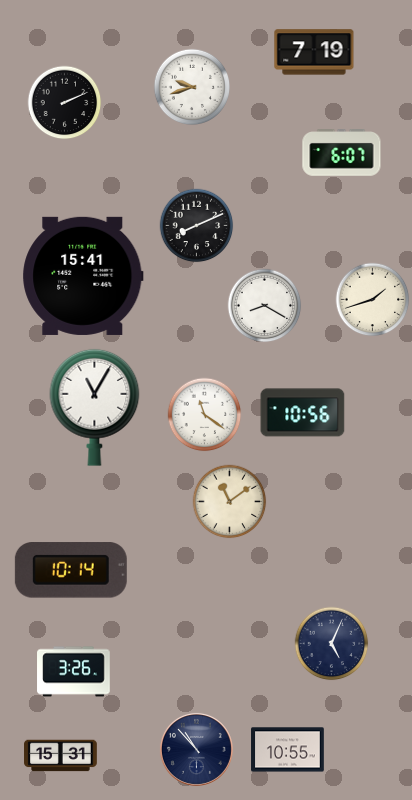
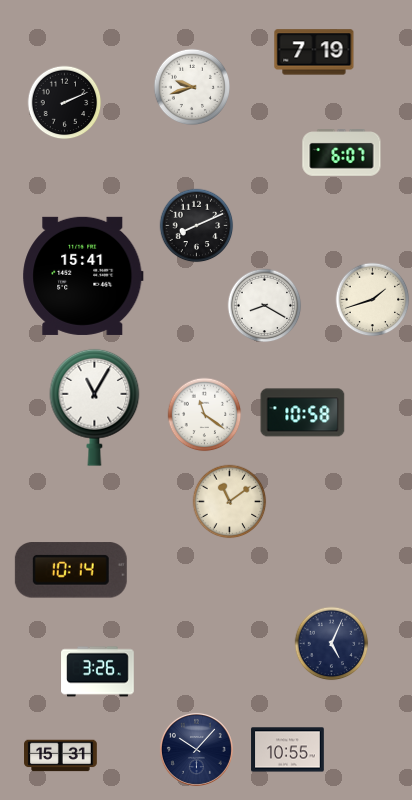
clock at (303, 413): 10:56 -> 10:58
clock at (74, 672) position: (74, 672) -> (98, 672)
clock at (196, 749): 10:53 -> 10:07
